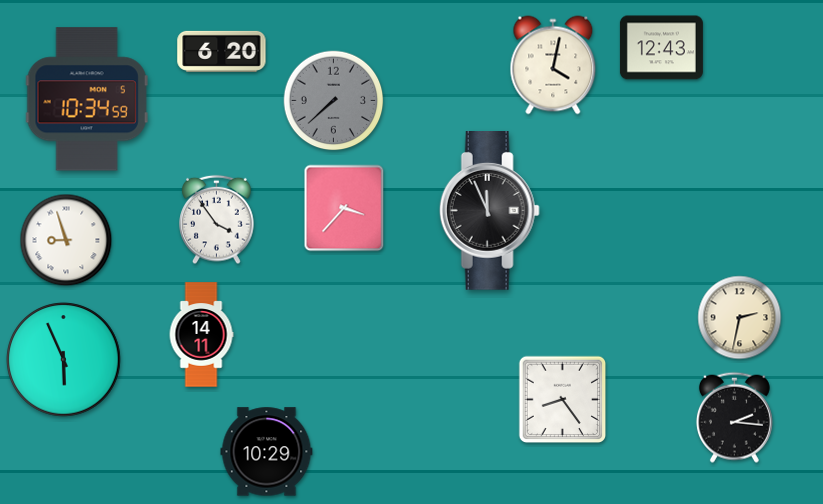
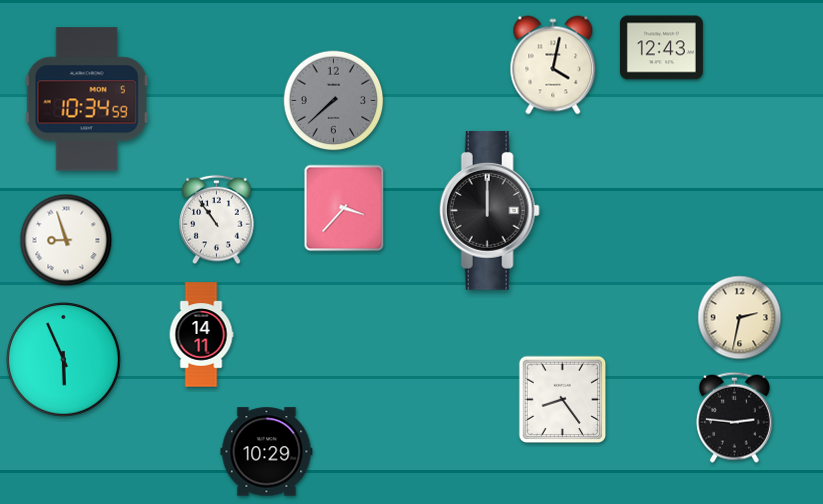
clock at (222, 51): 6:20 -> none
clock at (489, 211): 11:56 -> 12:00
clock at (217, 220): 3:54 -> 10:54
clock at (734, 417): 2:16 -> 2:46
